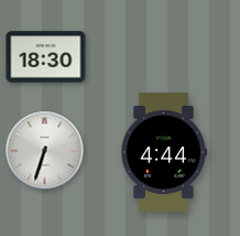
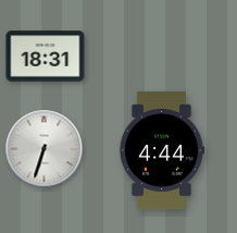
clock at (46, 57): 18:30 -> 18:31
